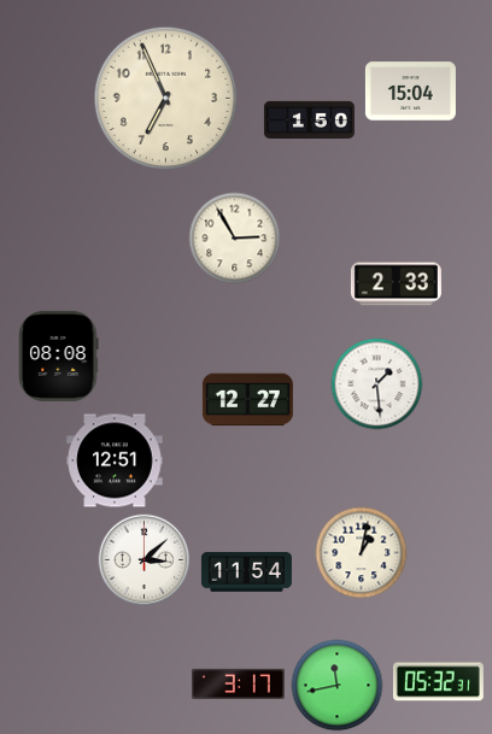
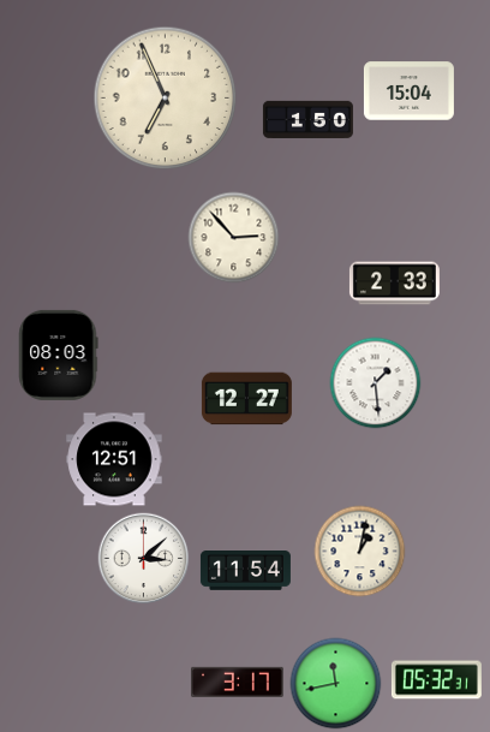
clock at (235, 239): 2:55 -> 2:53
clock at (59, 356): 08:08 -> 08:03
